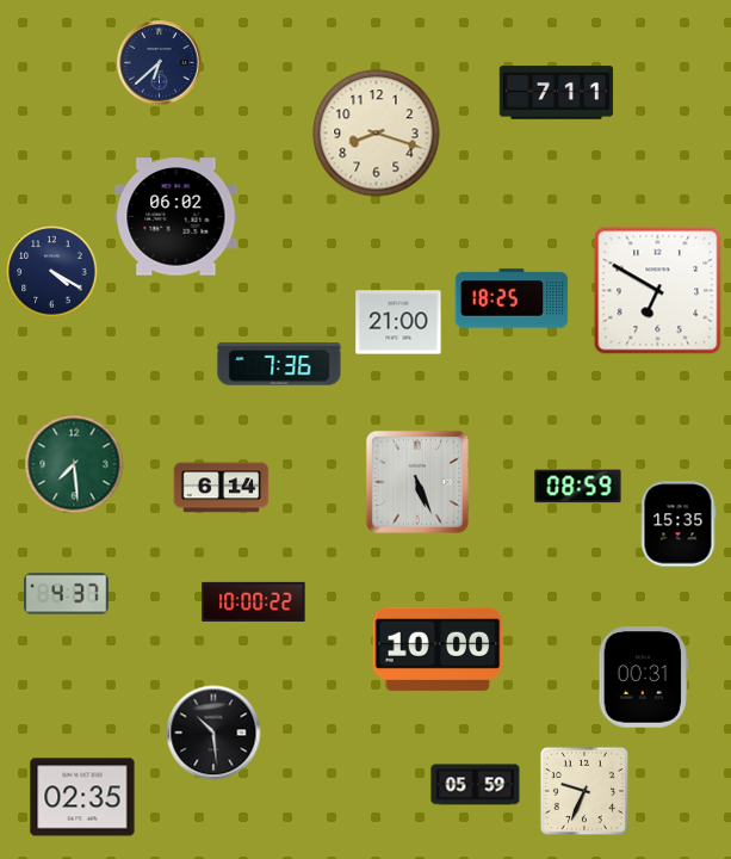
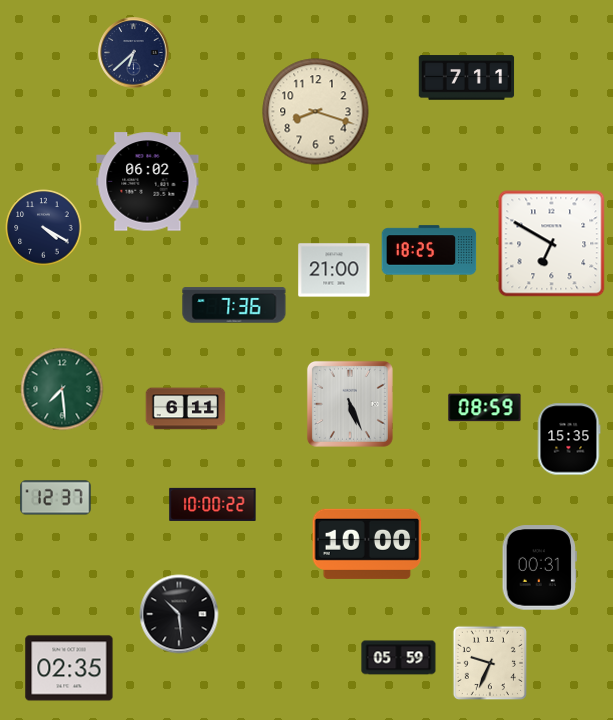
clock at (222, 488): 6:14 -> 6:11
clock at (67, 594): 4:37 -> 12:37
